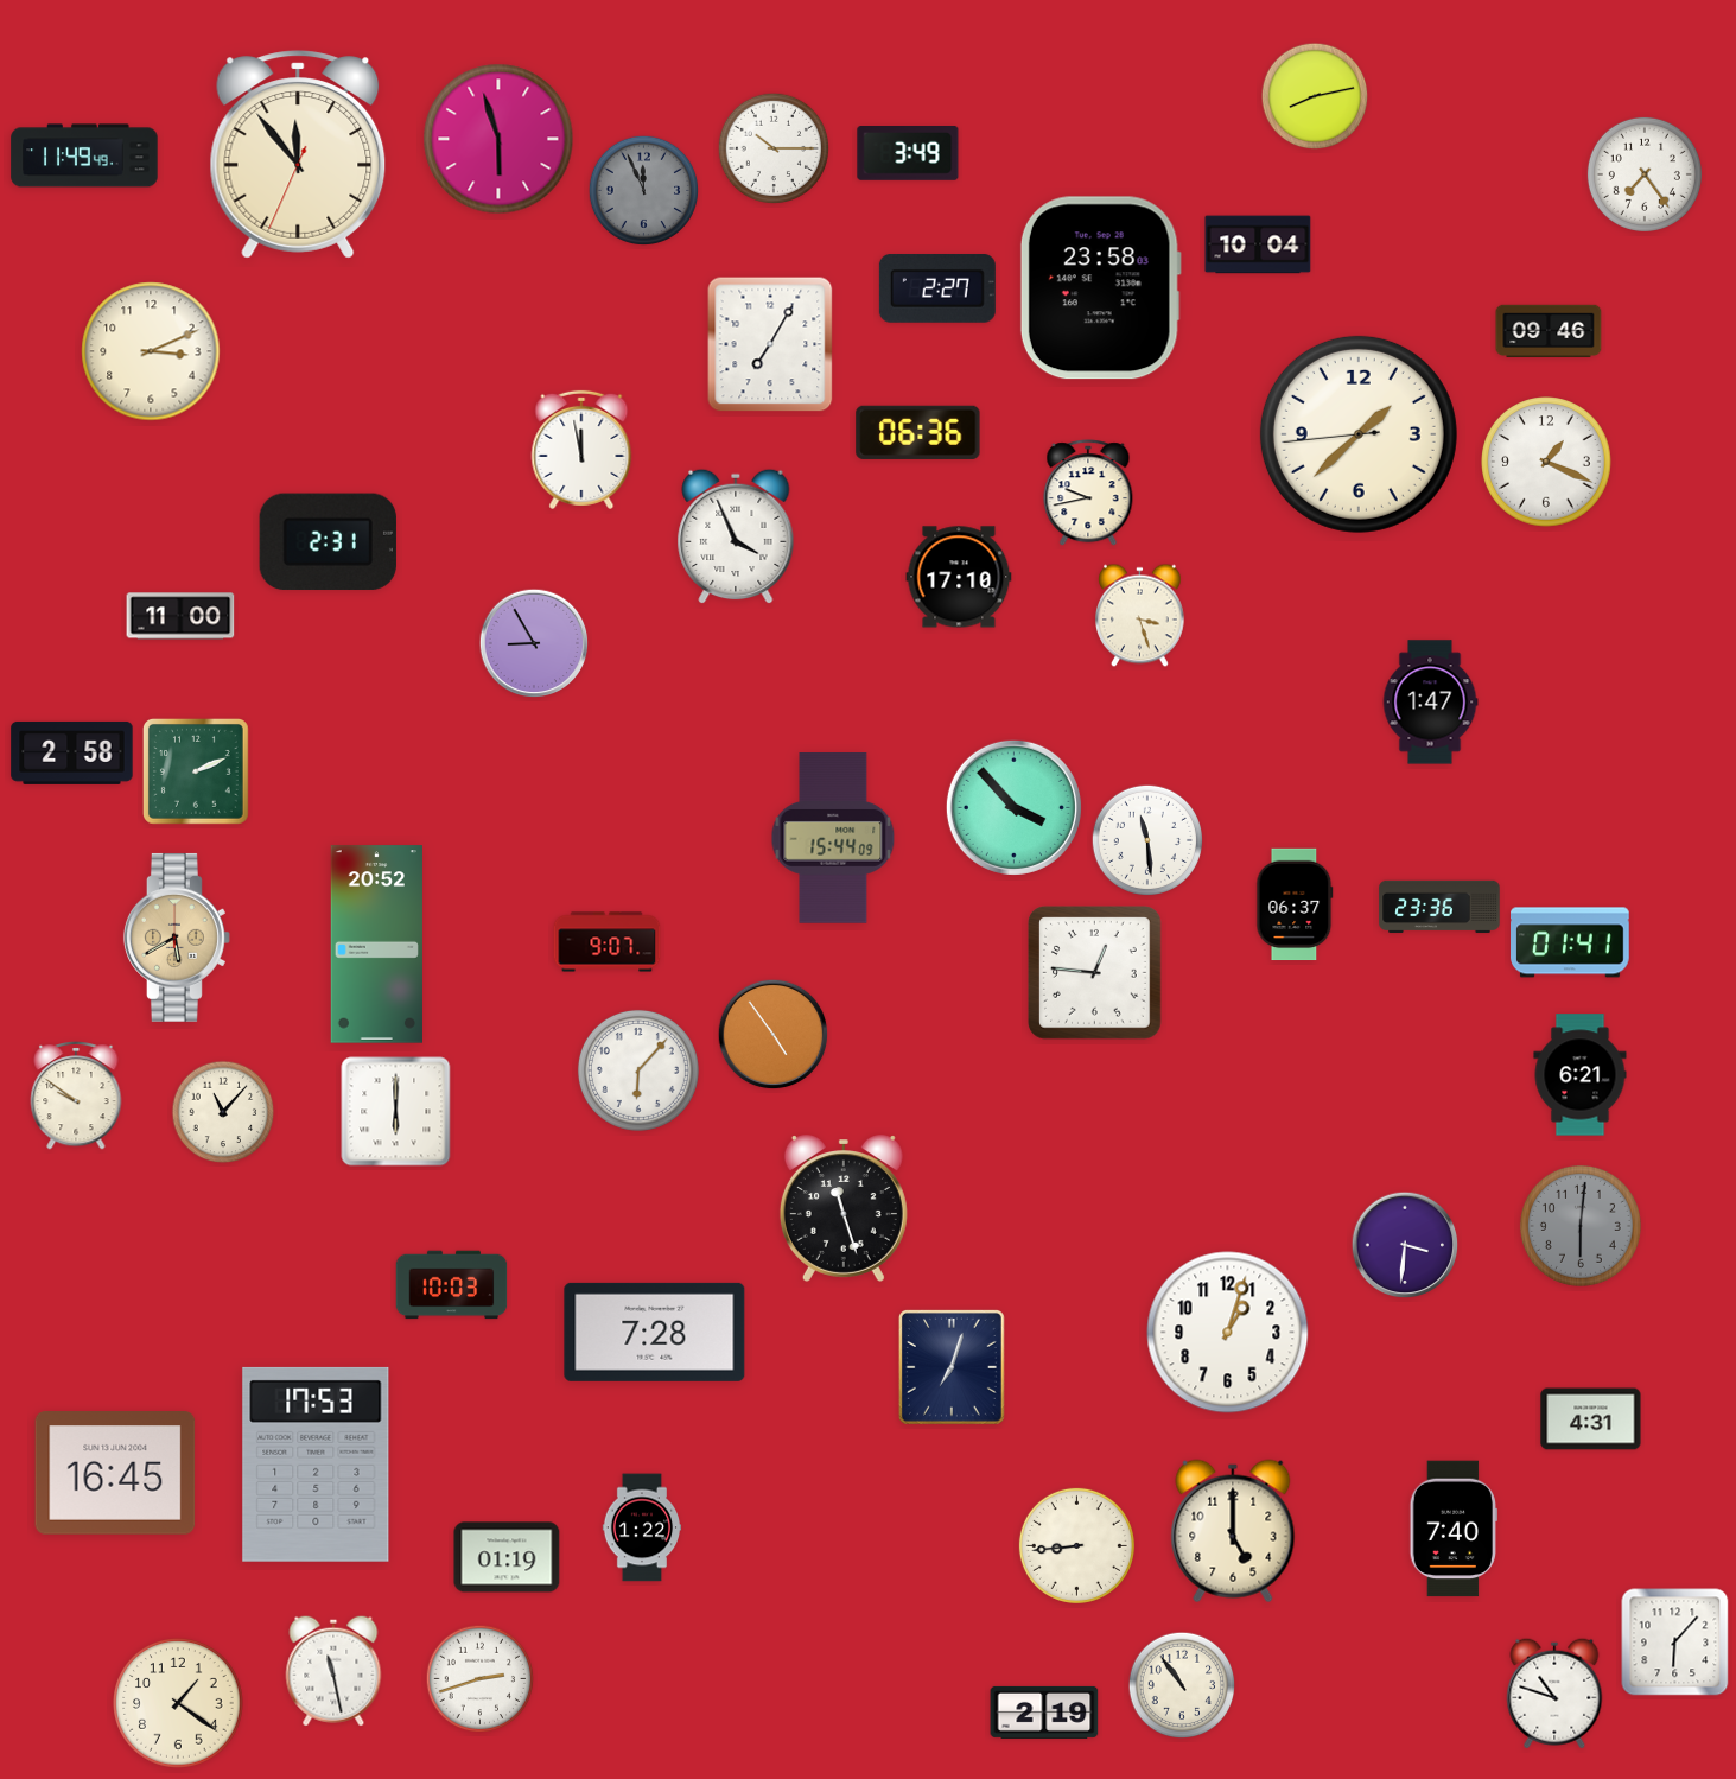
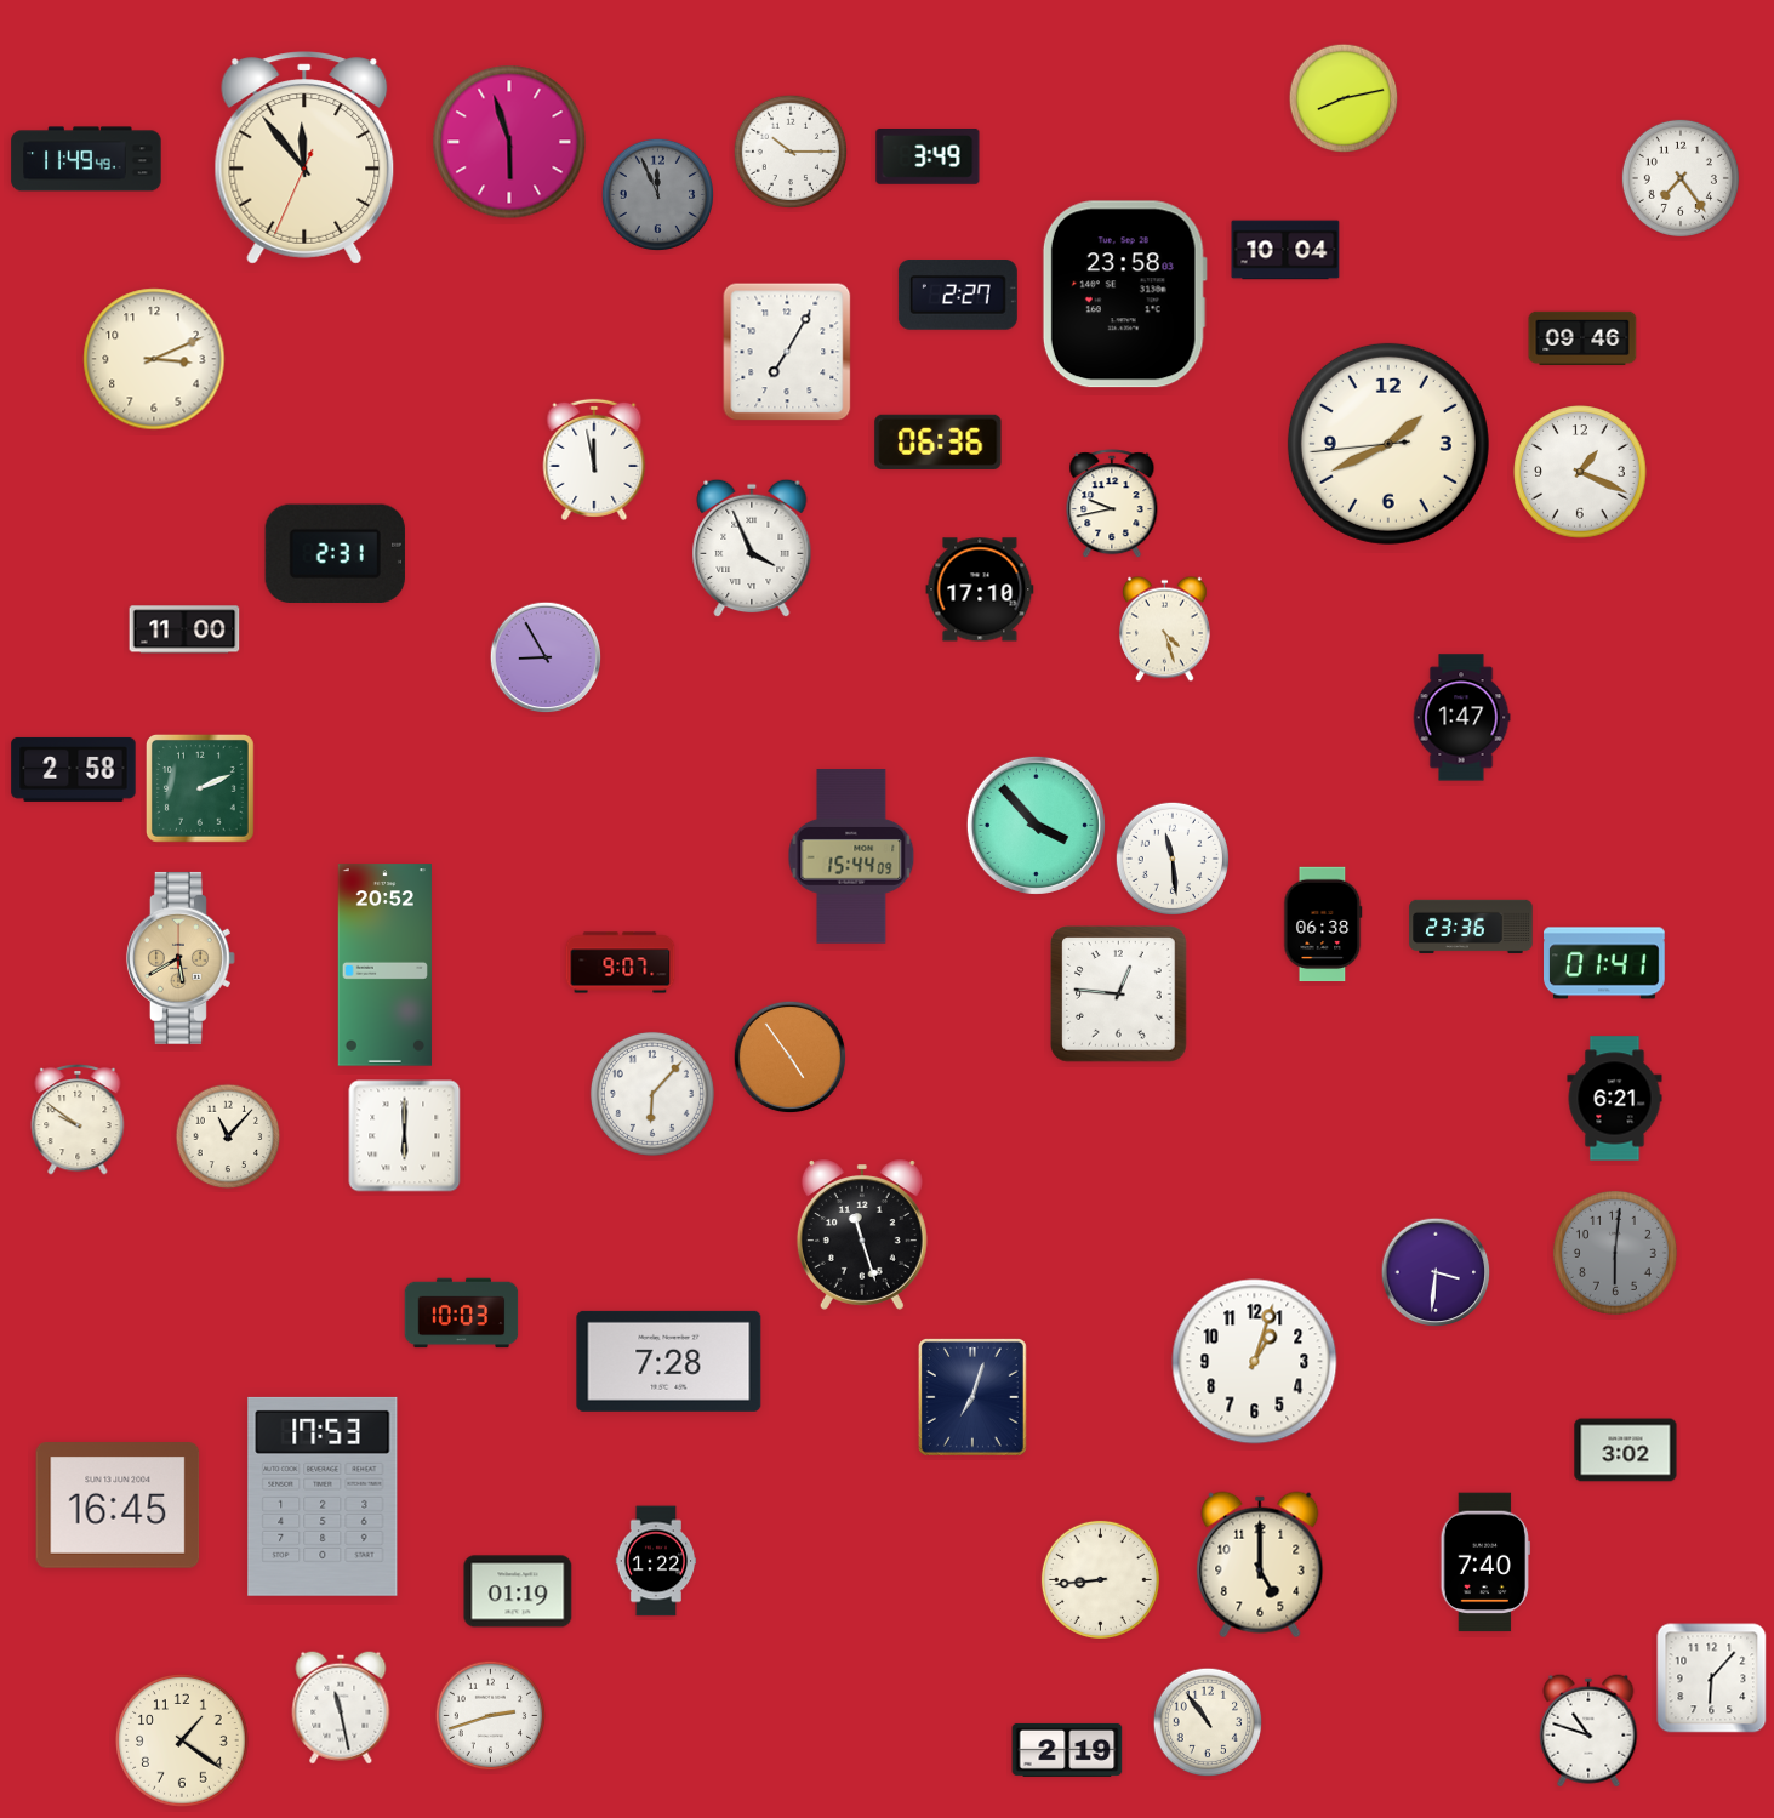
clock at (1359, 434): 1:37 -> 1:40
clock at (1140, 616): 3:27 -> 4:27
clock at (1295, 904): 06:37 -> 06:38
clock at (1591, 1419): 4:31 -> 3:02
